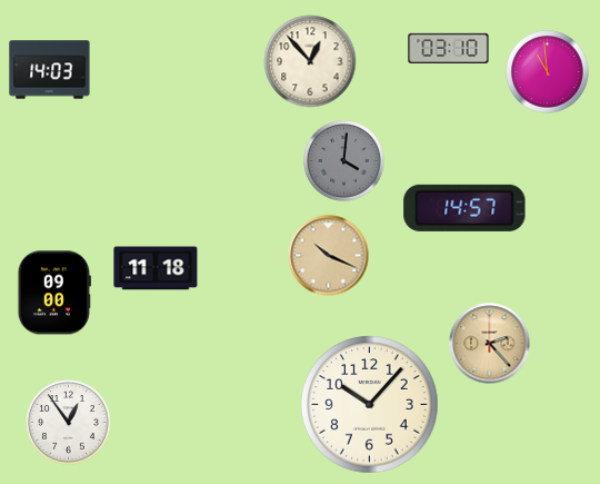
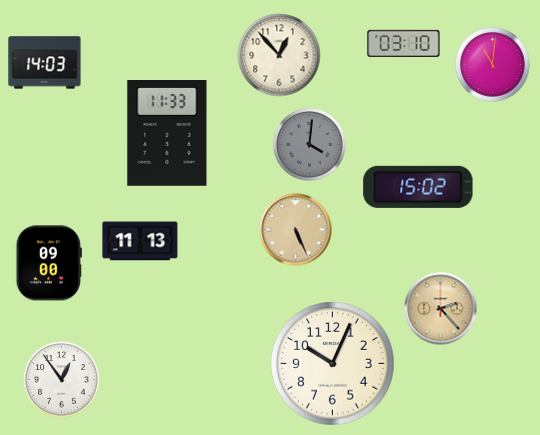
clock at (548, 72): 10:59 -> 11:01
clock at (167, 134): none -> 11:33
clock at (464, 208): 14:57 -> 15:02
clock at (329, 256): 10:19 -> 5:26
clock at (156, 268): 11:18 -> 11:13
clock at (370, 405): 10:07 -> 10:04
